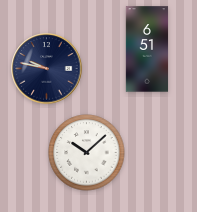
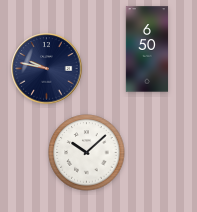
clock at (147, 49): 6:51 -> 6:50
